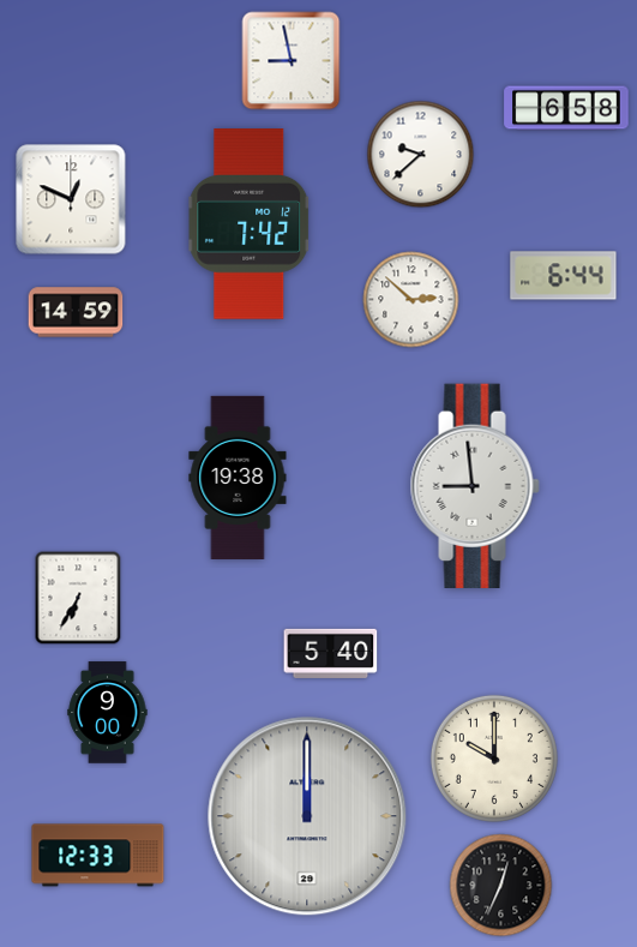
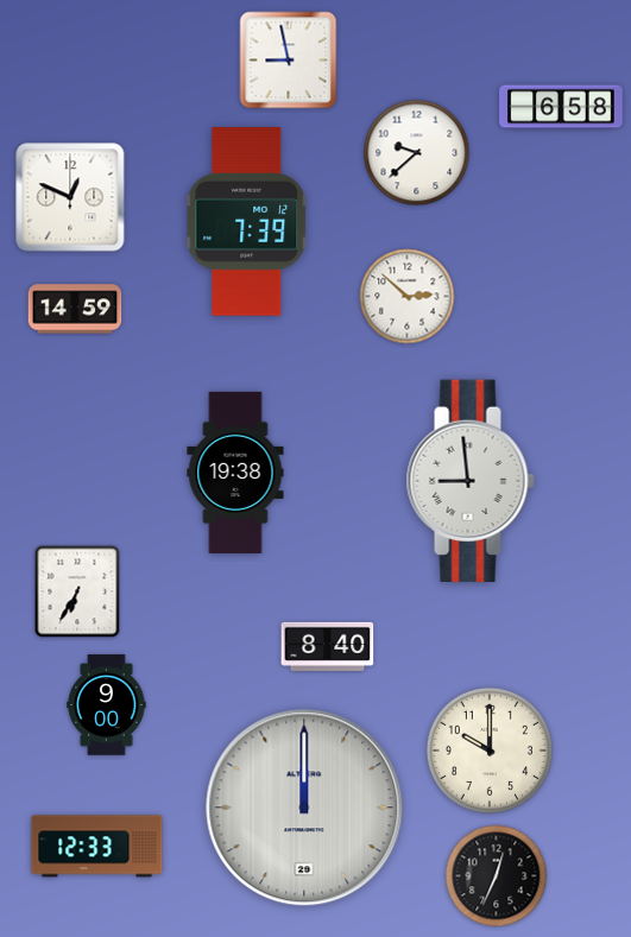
clock at (250, 224): 7:42 -> 7:39
clock at (564, 276): 6:44 -> none
clock at (331, 653): 5:40 -> 8:40
